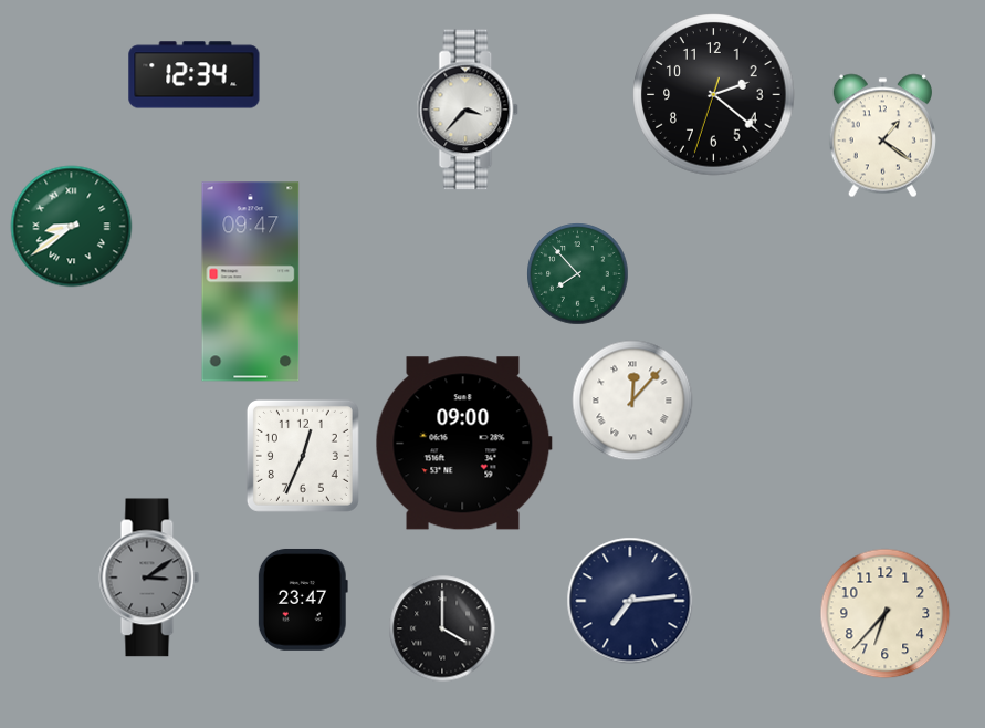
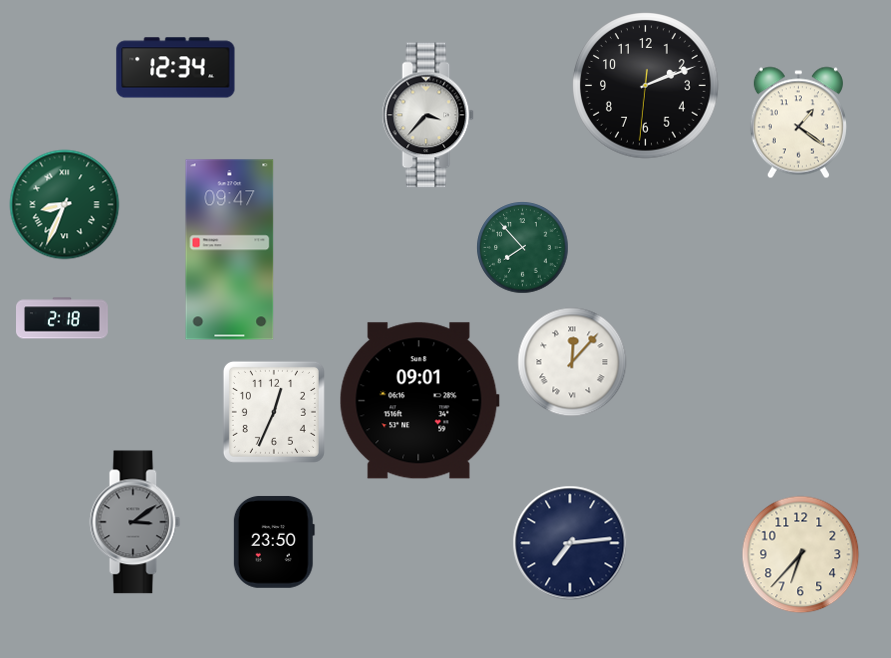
clock at (714, 95): 2:21 -> 2:11
clock at (468, 110) position: (468, 110) -> (428, 115)
clock at (72, 227): 8:39 -> 8:34
clock at (251, 282) position: (251, 282) -> (230, 250)
clock at (63, 318): none -> 2:18
clock at (463, 444): 09:00 -> 09:01
clock at (303, 600): 23:47 -> 23:50
clock at (442, 628): 4:00 -> none
